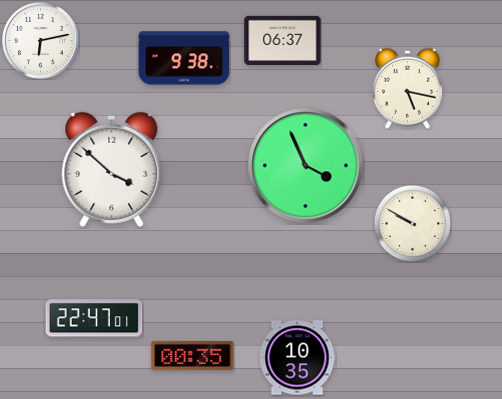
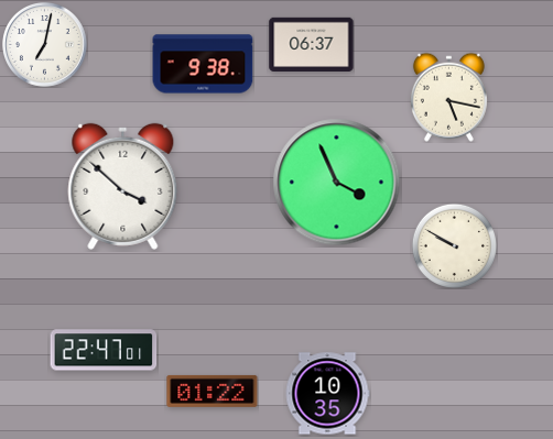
clock at (41, 41): 6:13 -> 7:02
clock at (193, 355): 00:35 -> 01:22
